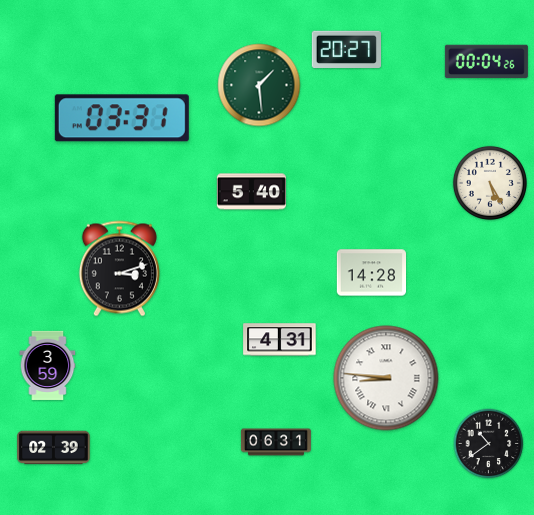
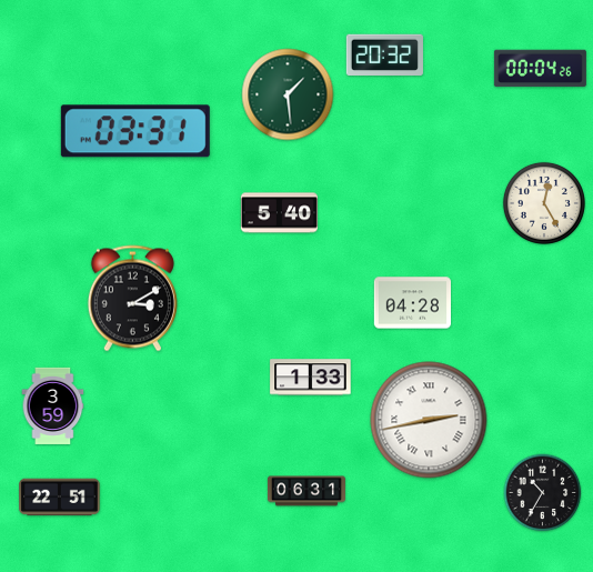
clock at (346, 50): 20:27 -> 20:32
clock at (490, 183): 5:25 -> 12:25
clock at (119, 269): 3:12 -> 3:10
clock at (371, 273): 14:28 -> 04:28
clock at (280, 340): 4:31 -> 1:33
clock at (386, 378): 8:46 -> 2:43
clock at (489, 444): 10:39 -> 10:35
clock at (54, 448): 02:39 -> 22:51
